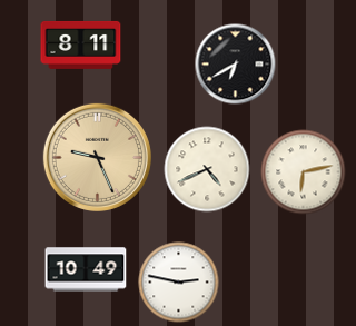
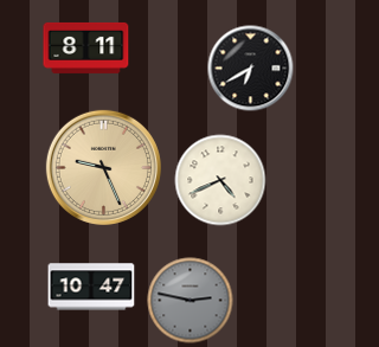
clock at (304, 172): 6:13 -> none
clock at (86, 269): 10:49 -> 10:47
clock at (179, 283) dial: white -> grey
